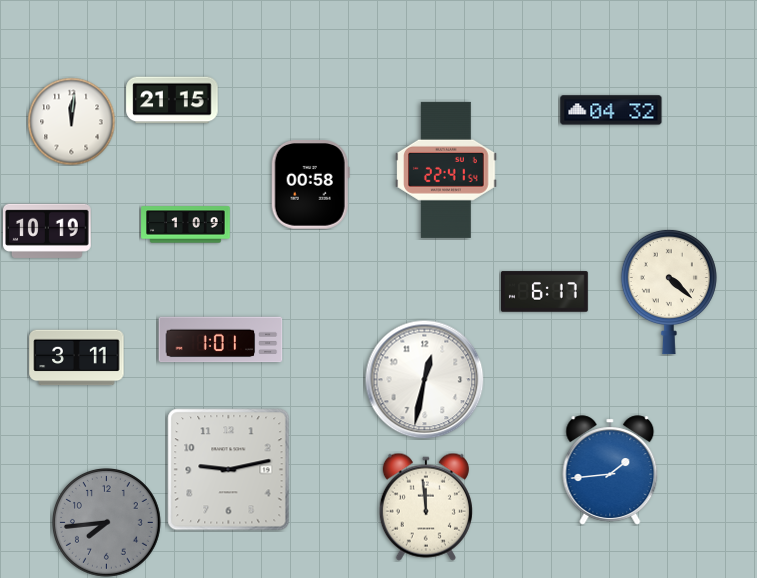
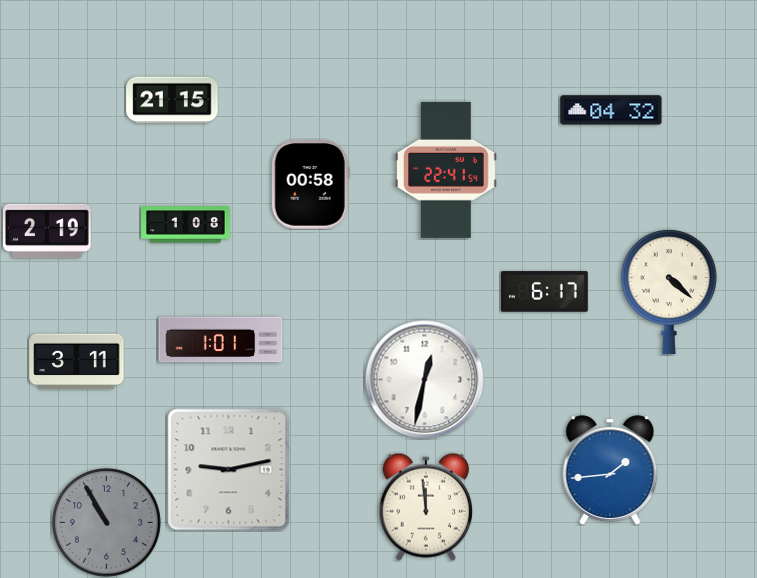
clock at (71, 121): 12:01 -> none
clock at (186, 225): 1:09 -> 1:08
clock at (48, 231): 10:19 -> 2:19
clock at (77, 358) position: (77, 358) -> (77, 362)
clock at (107, 523): 7:44 -> 10:55
